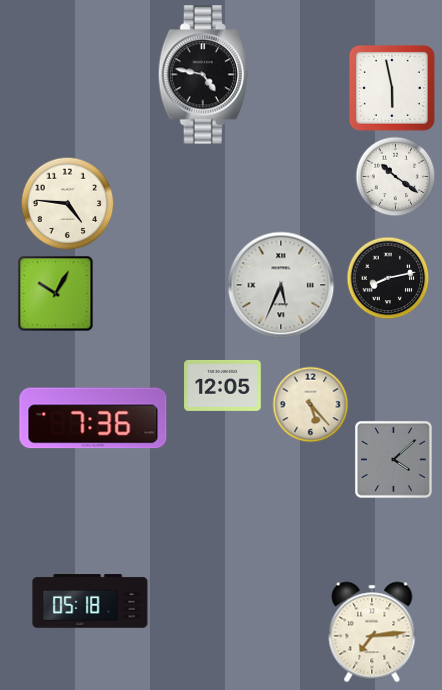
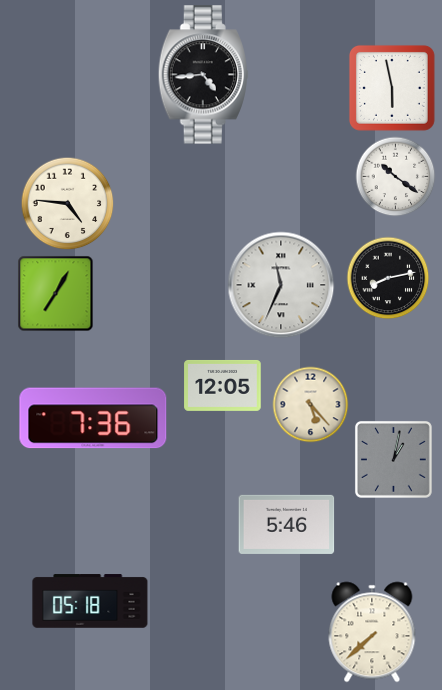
clock at (203, 75): 4:47 -> 4:44
clock at (281, 285): 5:34 -> 11:34
clock at (56, 294): 10:05 -> 7:05
clock at (393, 459): 4:08 -> 1:02
clock at (287, 524): none -> 5:46
clock at (372, 632): 7:14 -> 7:38
